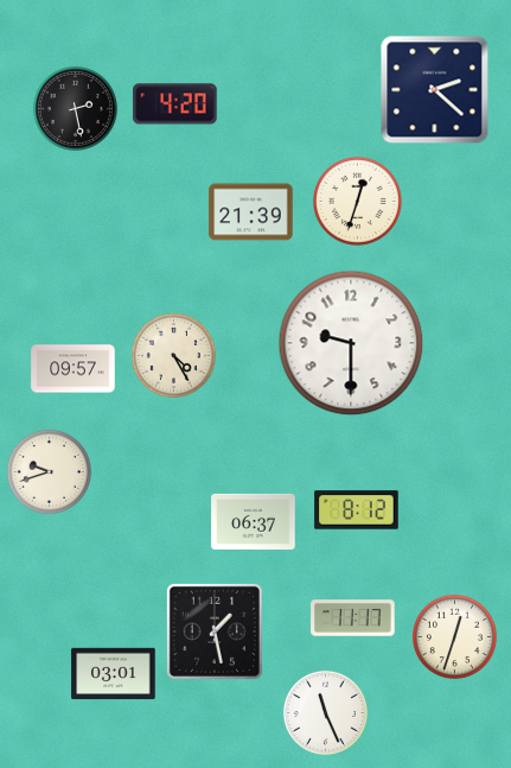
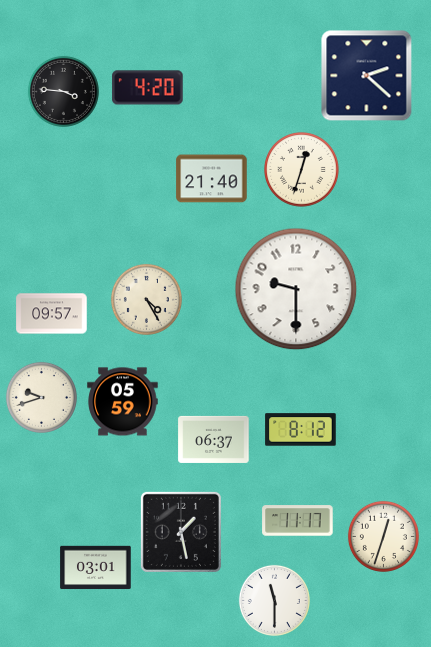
clock at (75, 108): 2:28 -> 3:46
clock at (251, 212): 21:39 -> 21:40
clock at (74, 369) position: (74, 369) -> (52, 314)
clock at (123, 402): none -> 05:59
clock at (325, 712): 11:26 -> 11:30
